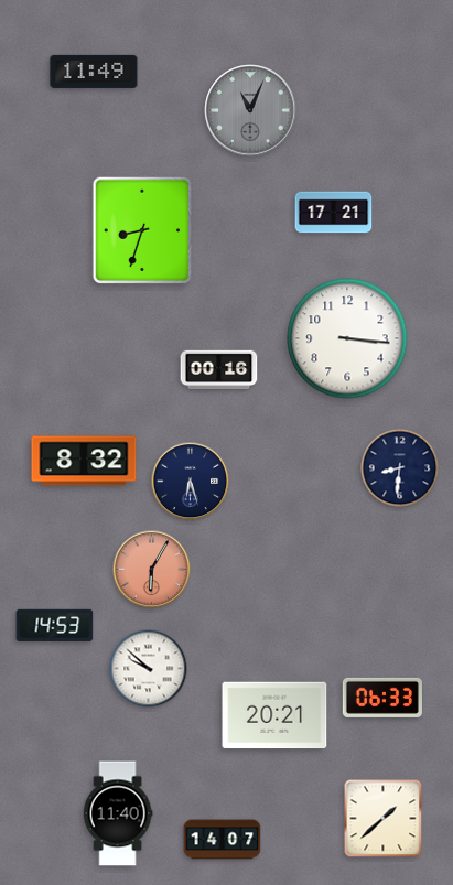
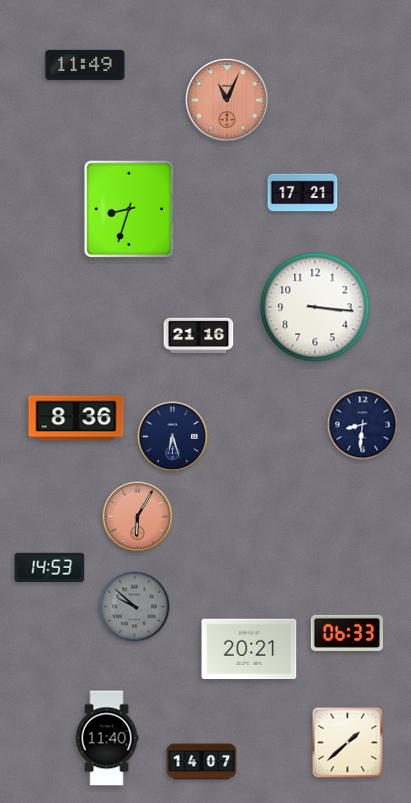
clock at (250, 110) dial: grey -> salmon
clock at (219, 370): 00:16 -> 21:16
clock at (84, 461): 8:32 -> 8:36
clock at (149, 669) dial: white -> grey
